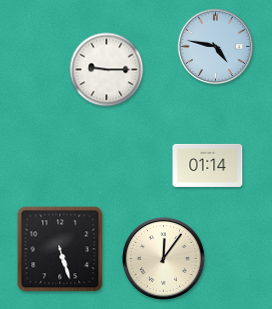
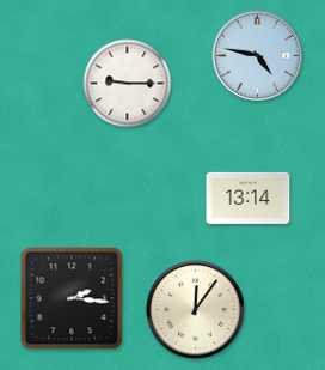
clock at (208, 165): 01:14 -> 13:14
clock at (60, 249): 5:27 -> 2:16
